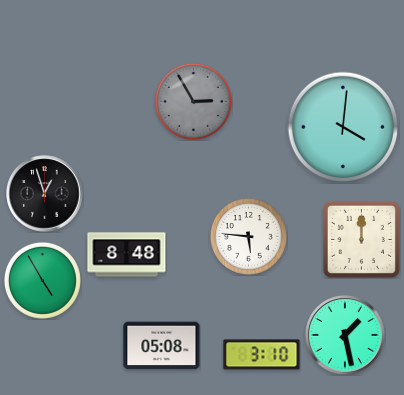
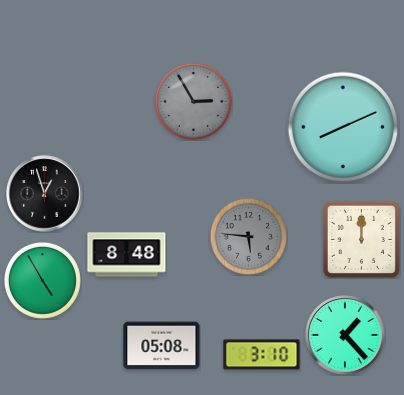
clock at (343, 127): 4:01 -> 8:11
clock at (248, 236) dial: white -> grey
clock at (345, 335): 1:28 -> 1:23
